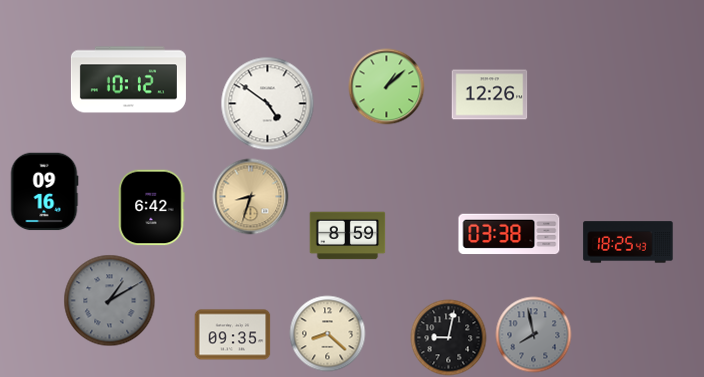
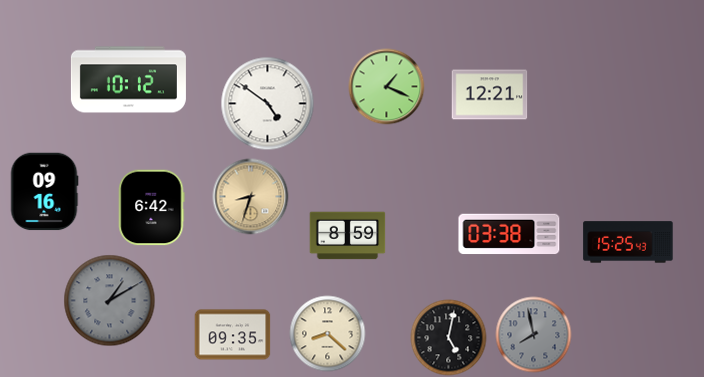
clock at (387, 87): 1:08 -> 1:19
clock at (490, 95): 12:26 -> 12:21
clock at (628, 242): 18:25 -> 15:25
clock at (449, 338): 9:02 -> 5:02
